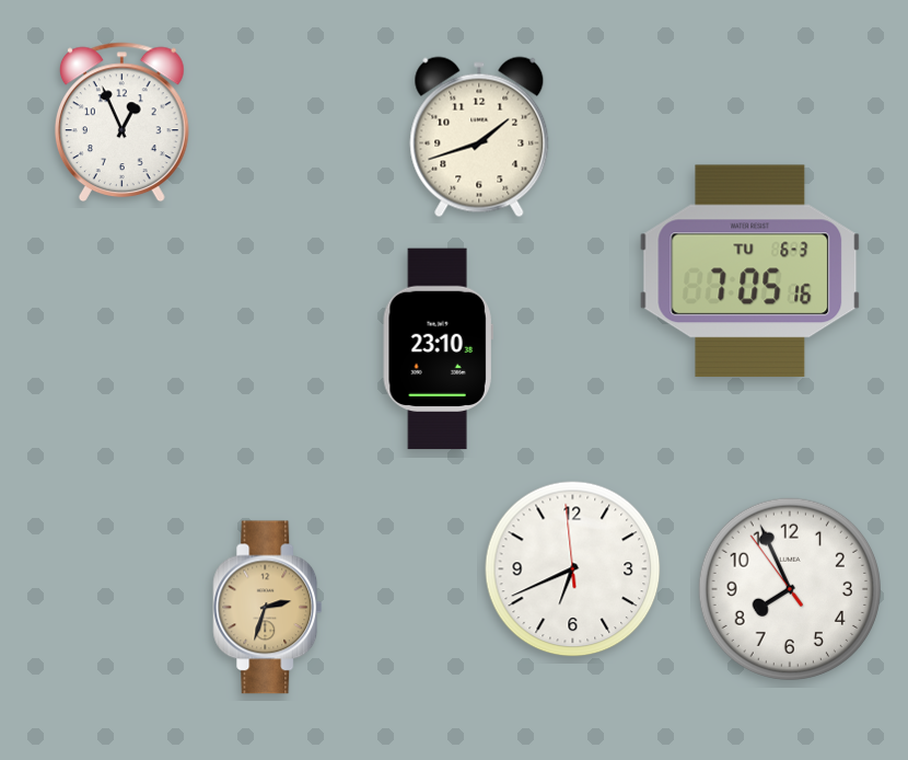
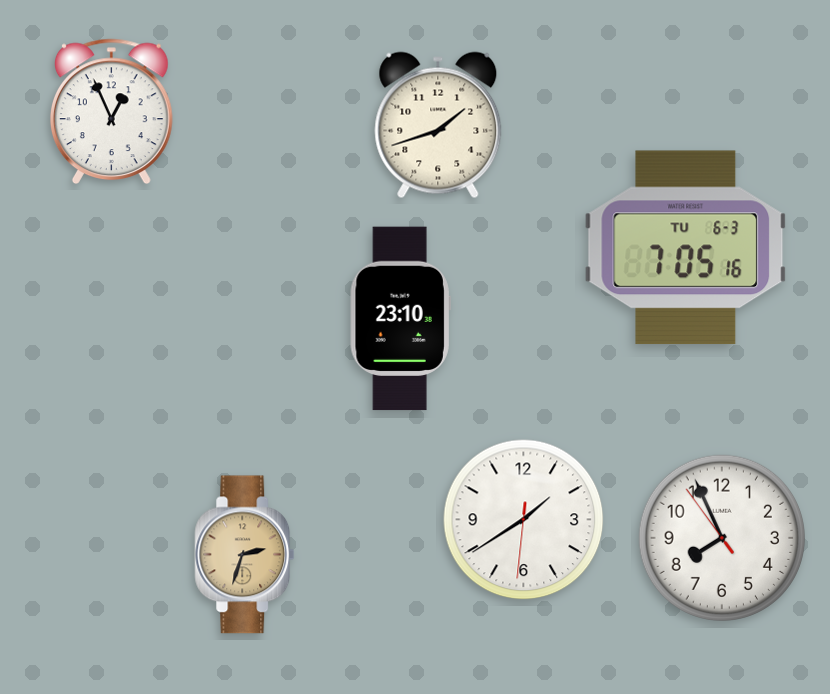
clock at (573, 569): 6:40 -> 1:39
